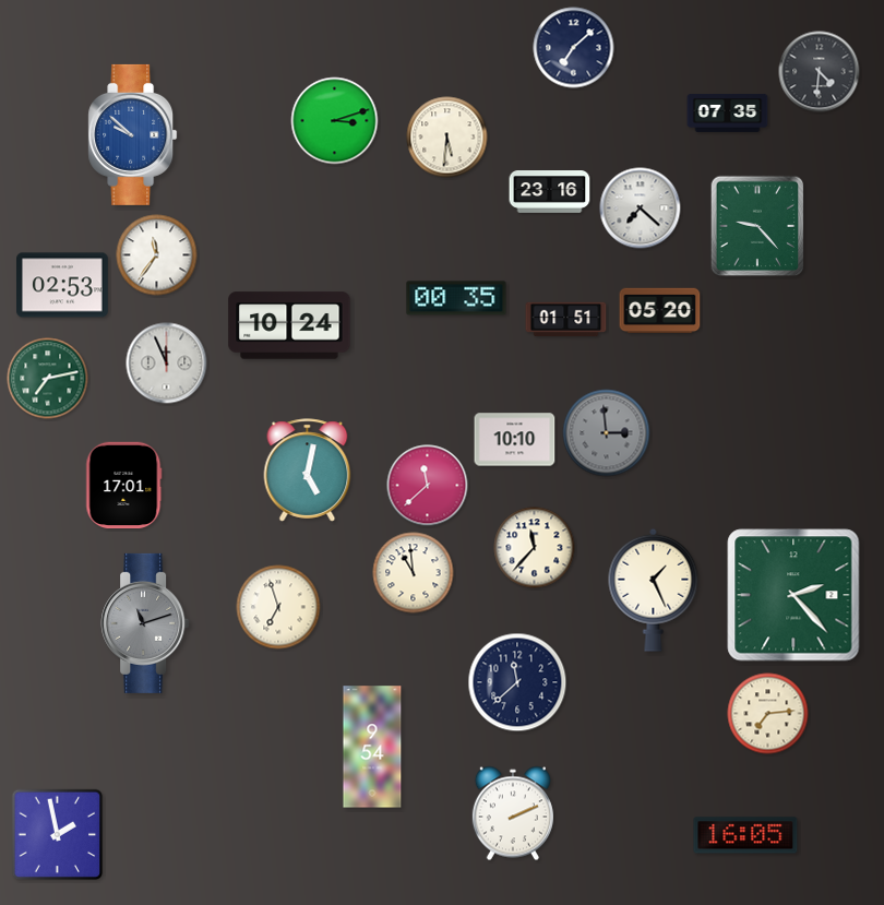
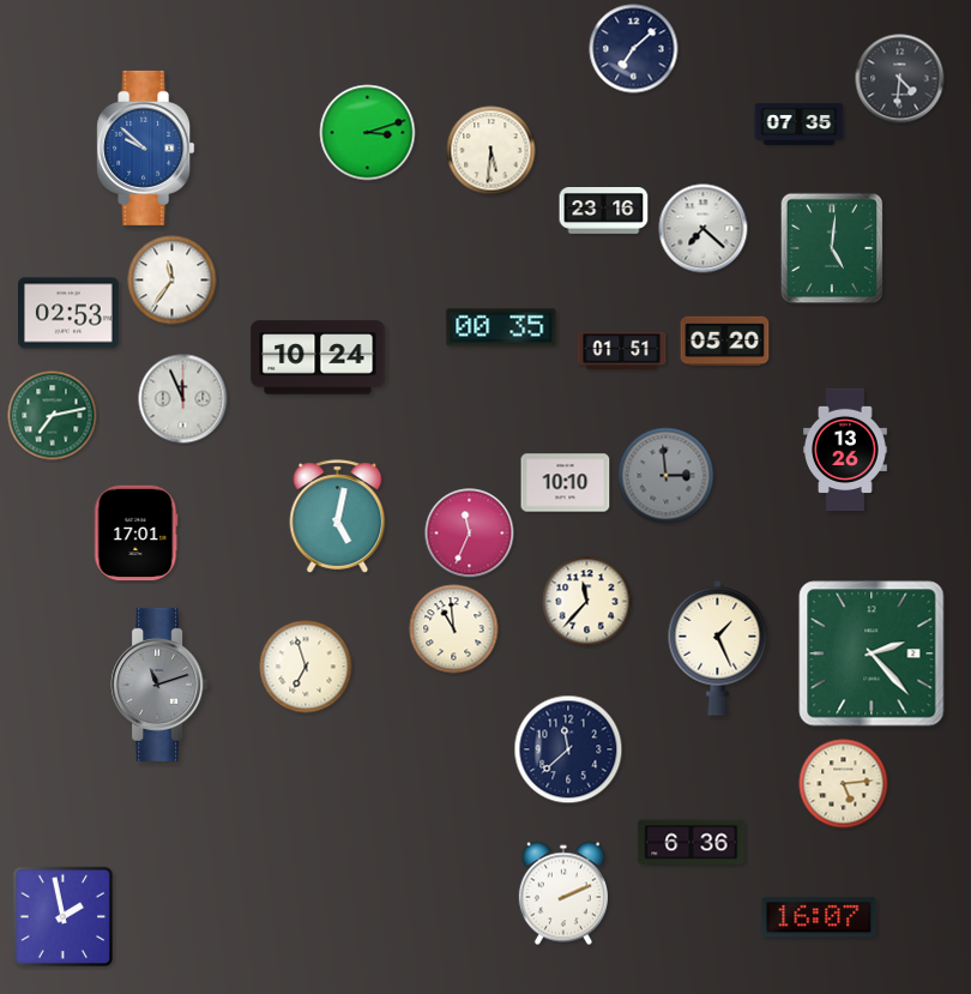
clock at (574, 48) position: (574, 48) -> (634, 49)
clock at (757, 226): 9:23 -> 5:01
clock at (846, 450): none -> 13:26
clock at (428, 486): 11:38 -> 11:34
clock at (768, 714): 7:14 -> 5:14
clock at (372, 747): 9:54 -> none
clock at (692, 843): none -> 6:36
clock at (745, 835): 16:05 -> 16:07
